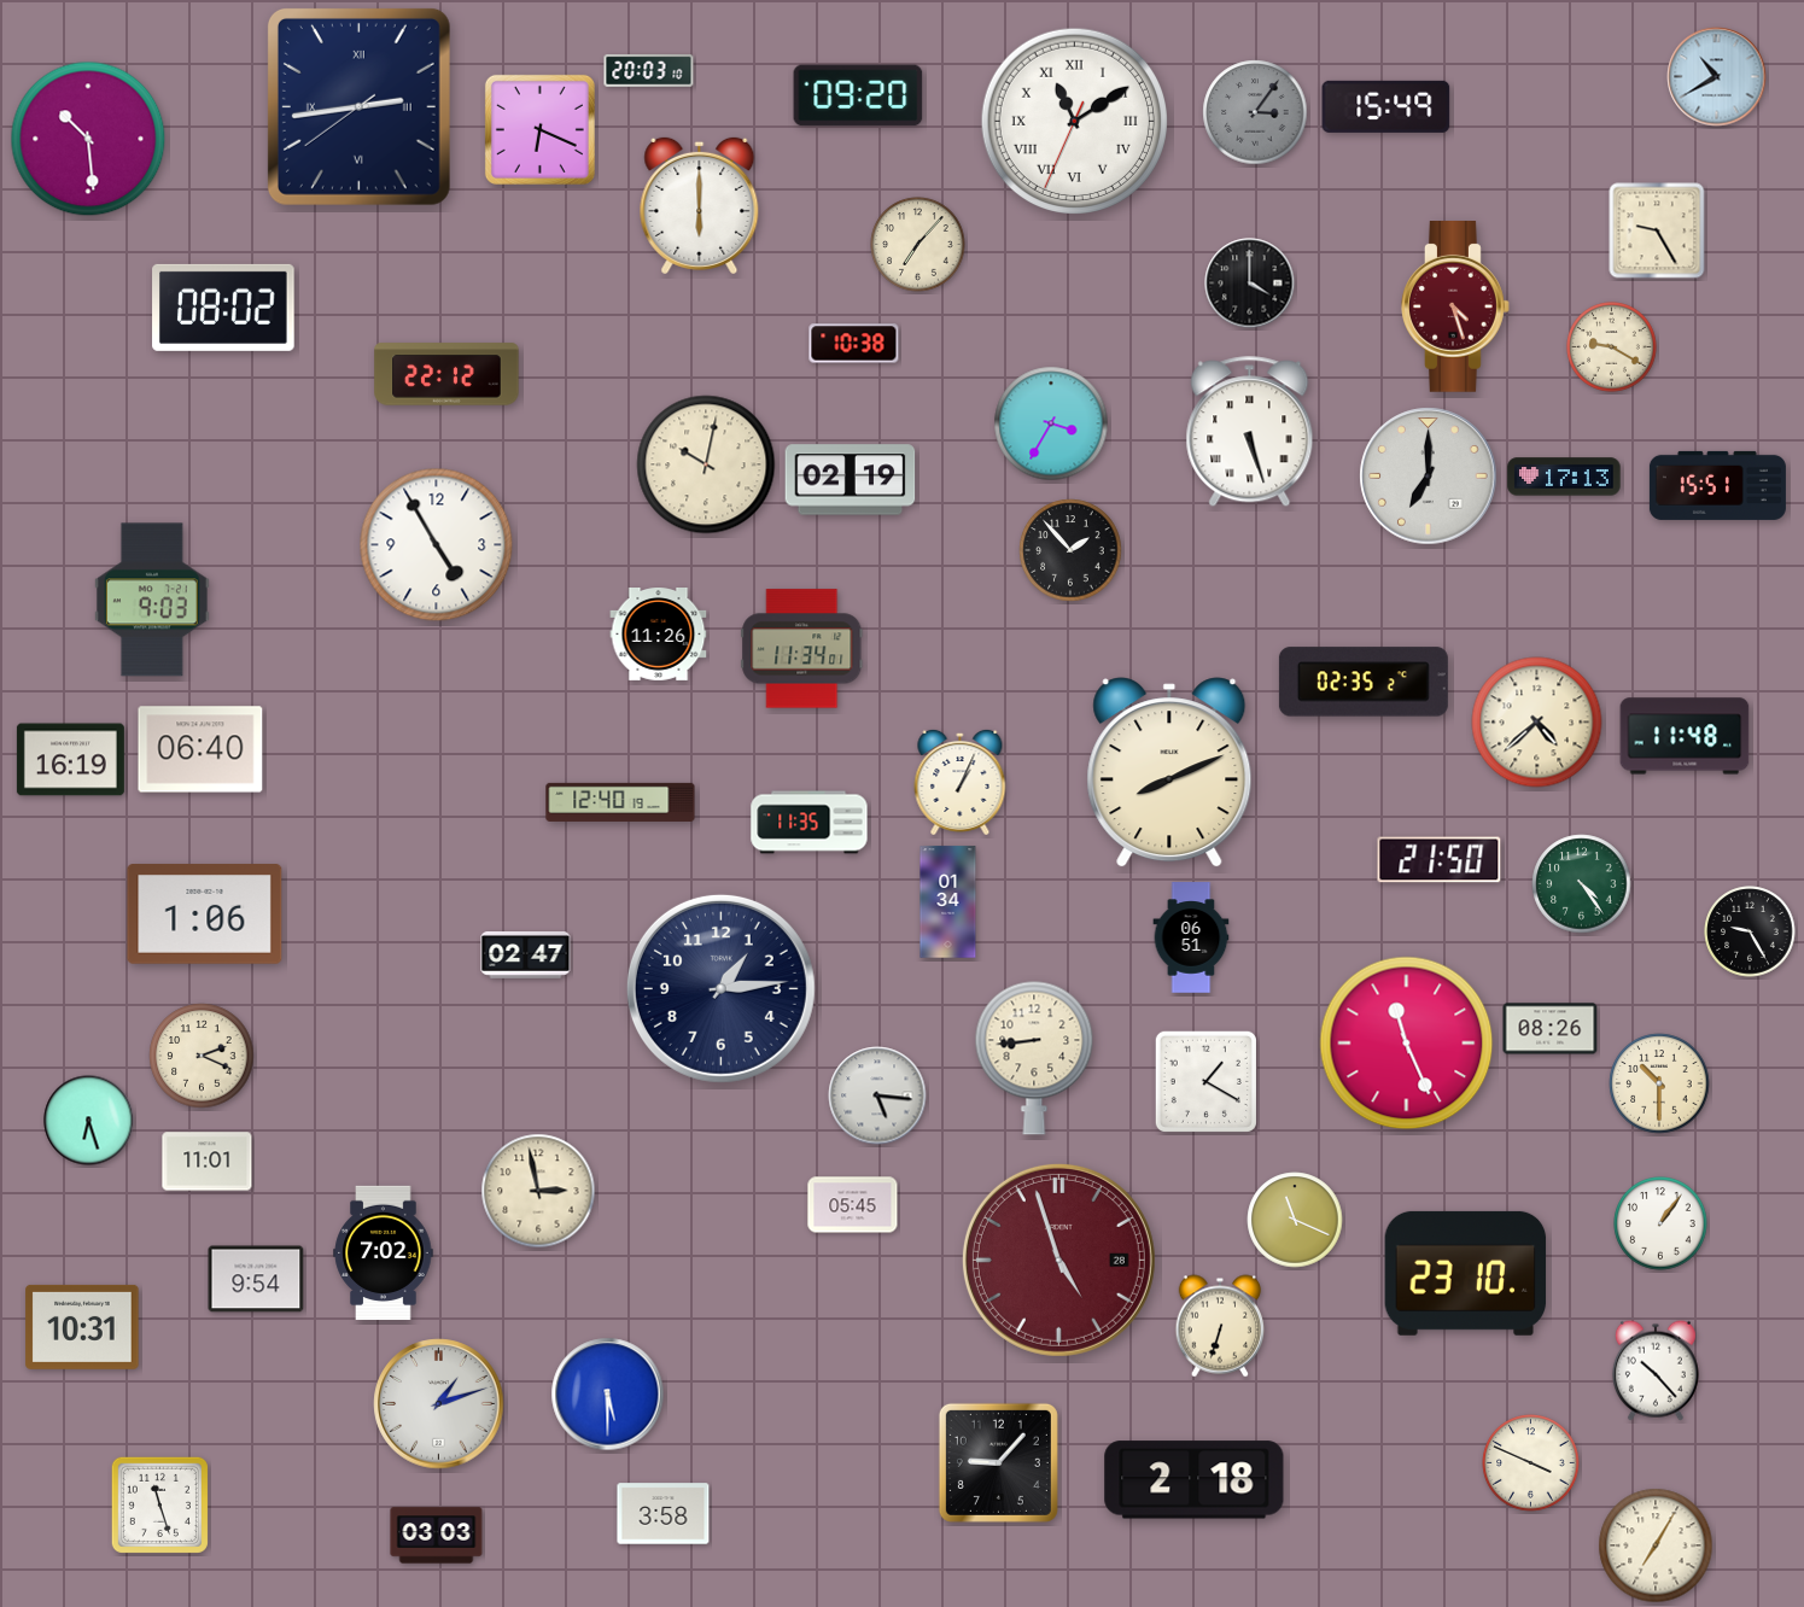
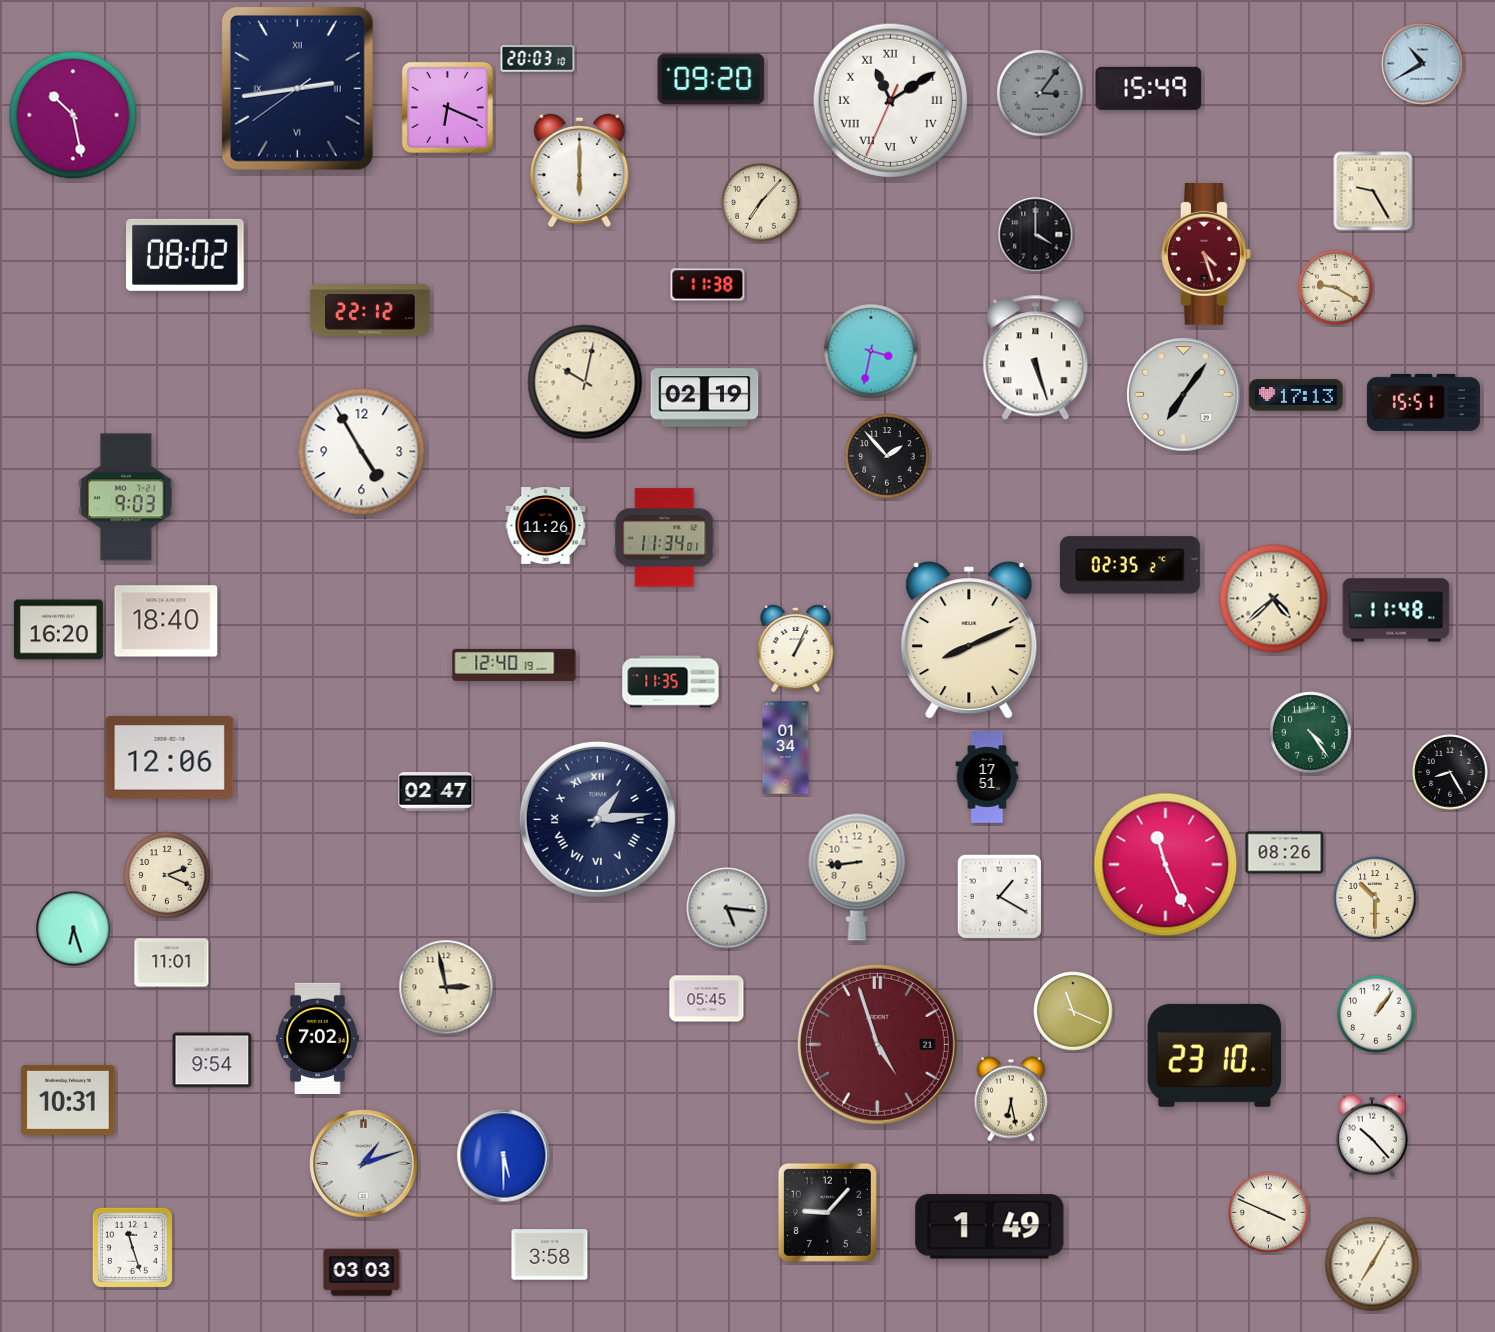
clock at (88, 139): 10:29 -> 10:28
clock at (854, 344): 10:38 -> 11:38
clock at (1051, 423): 3:35 -> 3:32
clock at (706, 464) position: (706, 464) -> (585, 382)
clock at (1429, 477): 7:00 -> 7:06
clock at (200, 749): 06:40 -> 18:40
clock at (70, 760): 16:19 -> 16:20
clock at (1440, 860): 21:50 -> none
clock at (205, 914): 1:06 -> 12:06
clock at (1750, 931): 9:25 -> 8:25
clock at (1191, 937): 06:51 -> 17:51
clock at (720, 988) numerals: Arabic -> Roman
clock at (1058, 1260) date: 28 -> 21
clock at (1220, 1326): 6:33 -> 6:28
clock at (1195, 1480): 2:18 -> 1:49
clock at (1656, 1545) position: (1656, 1545) -> (1372, 1264)
